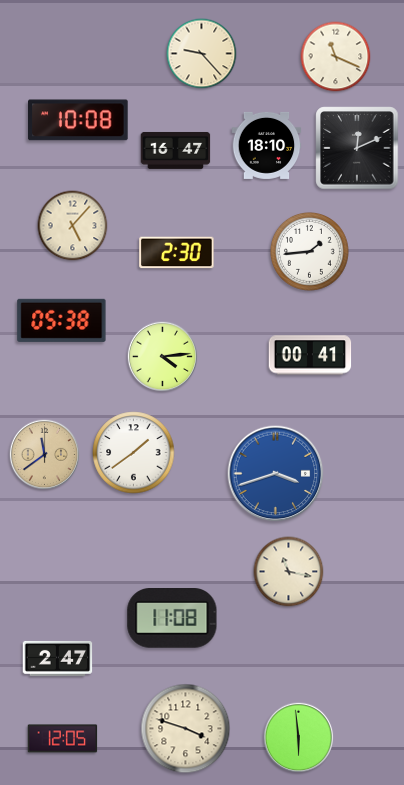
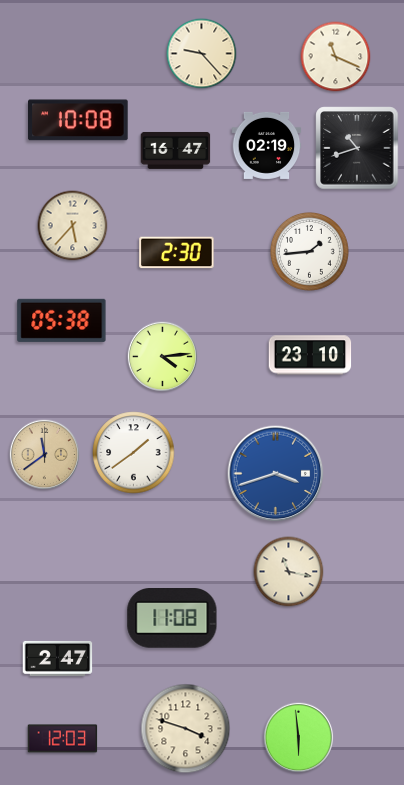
clock at (267, 145): 18:10 -> 02:19
clock at (357, 148): 12:11 -> 10:42
clock at (73, 226): 5:07 -> 5:37
clock at (310, 355): 00:41 -> 23:10
clock at (63, 739): 12:05 -> 12:03
